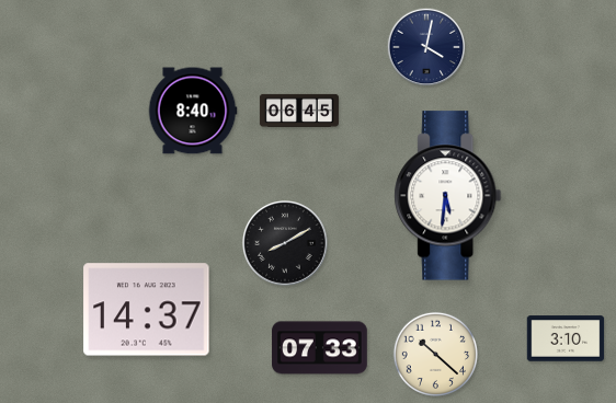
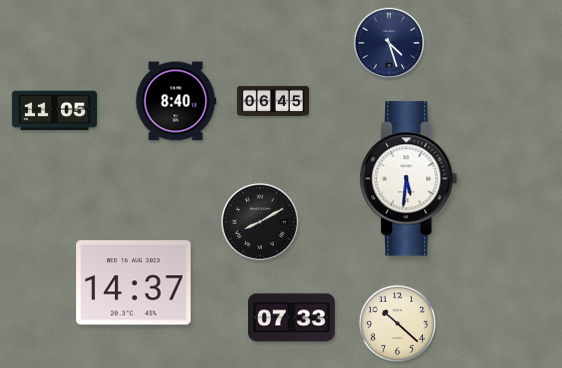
clock at (426, 47): 4:02 -> 4:27
clock at (54, 111): none -> 11:05
clock at (566, 338): 3:10 -> none
